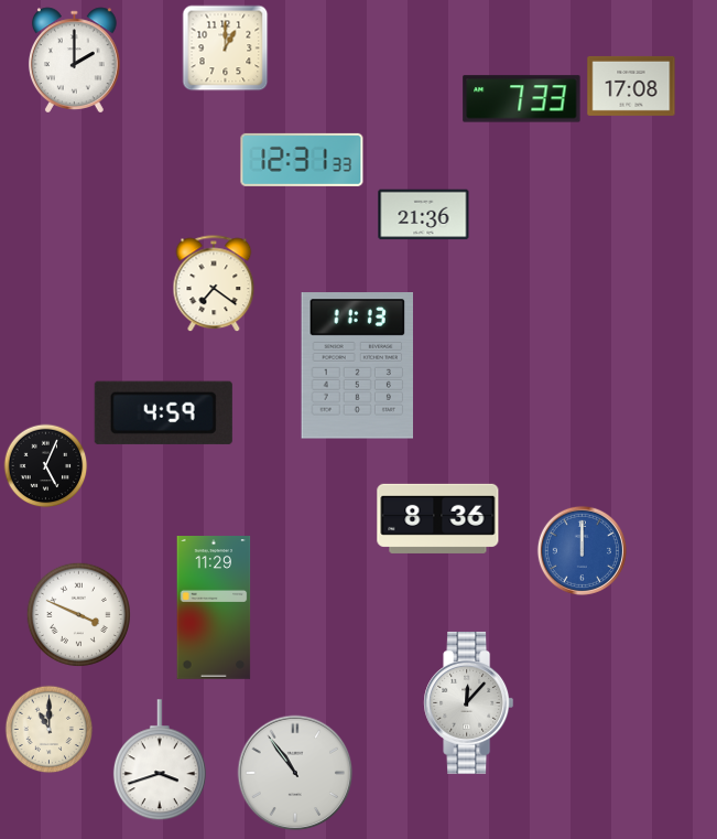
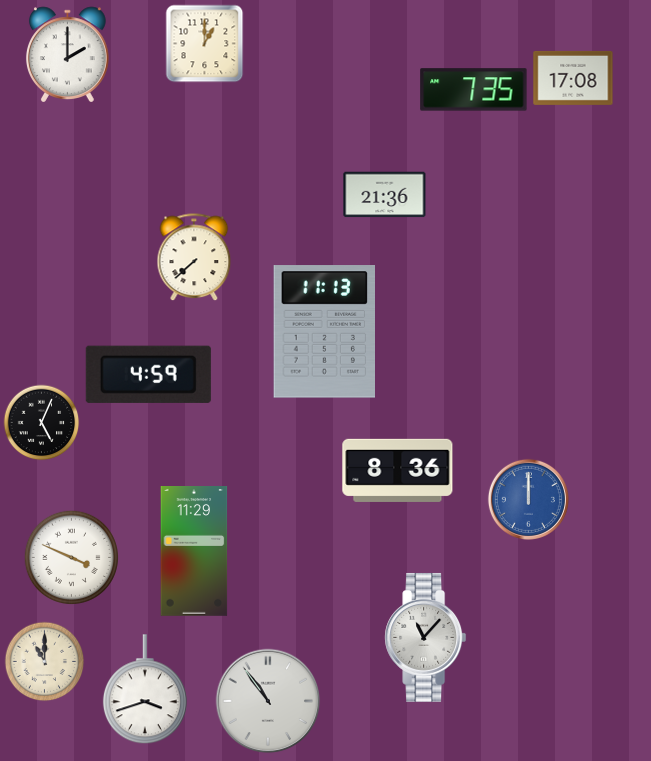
clock at (522, 99): 7:33 -> 7:35
clock at (302, 160): 12:31 -> none
clock at (214, 284): 7:21 -> 7:38
clock at (469, 702): 12:07 -> 11:07
